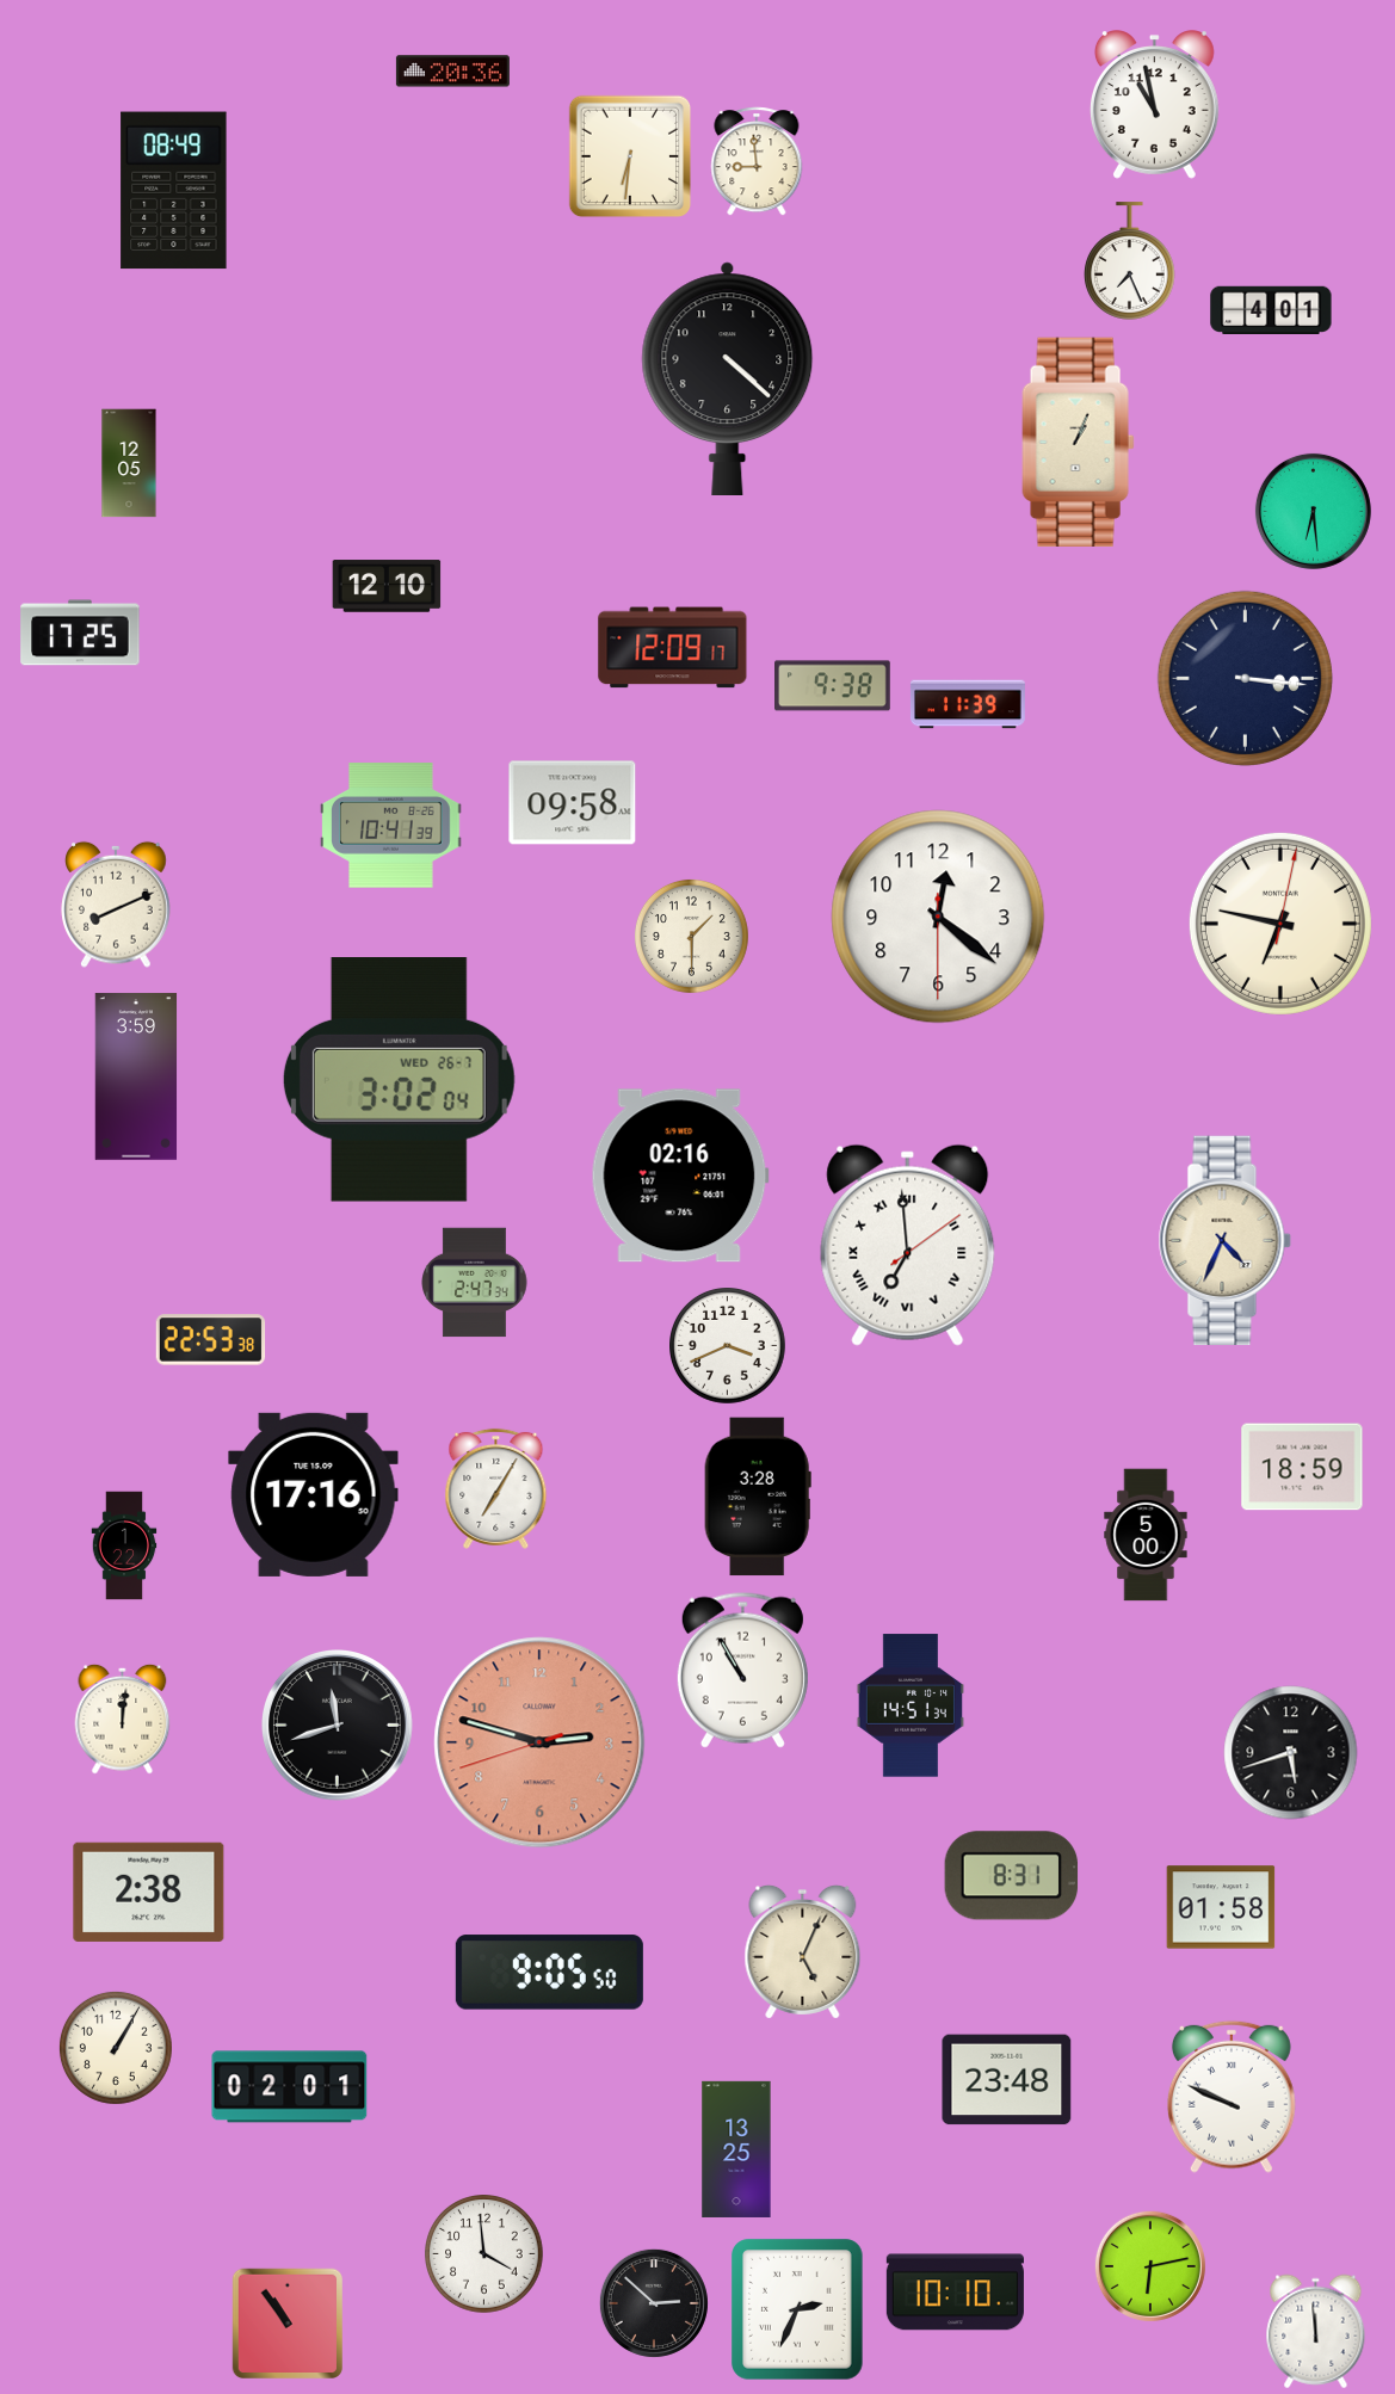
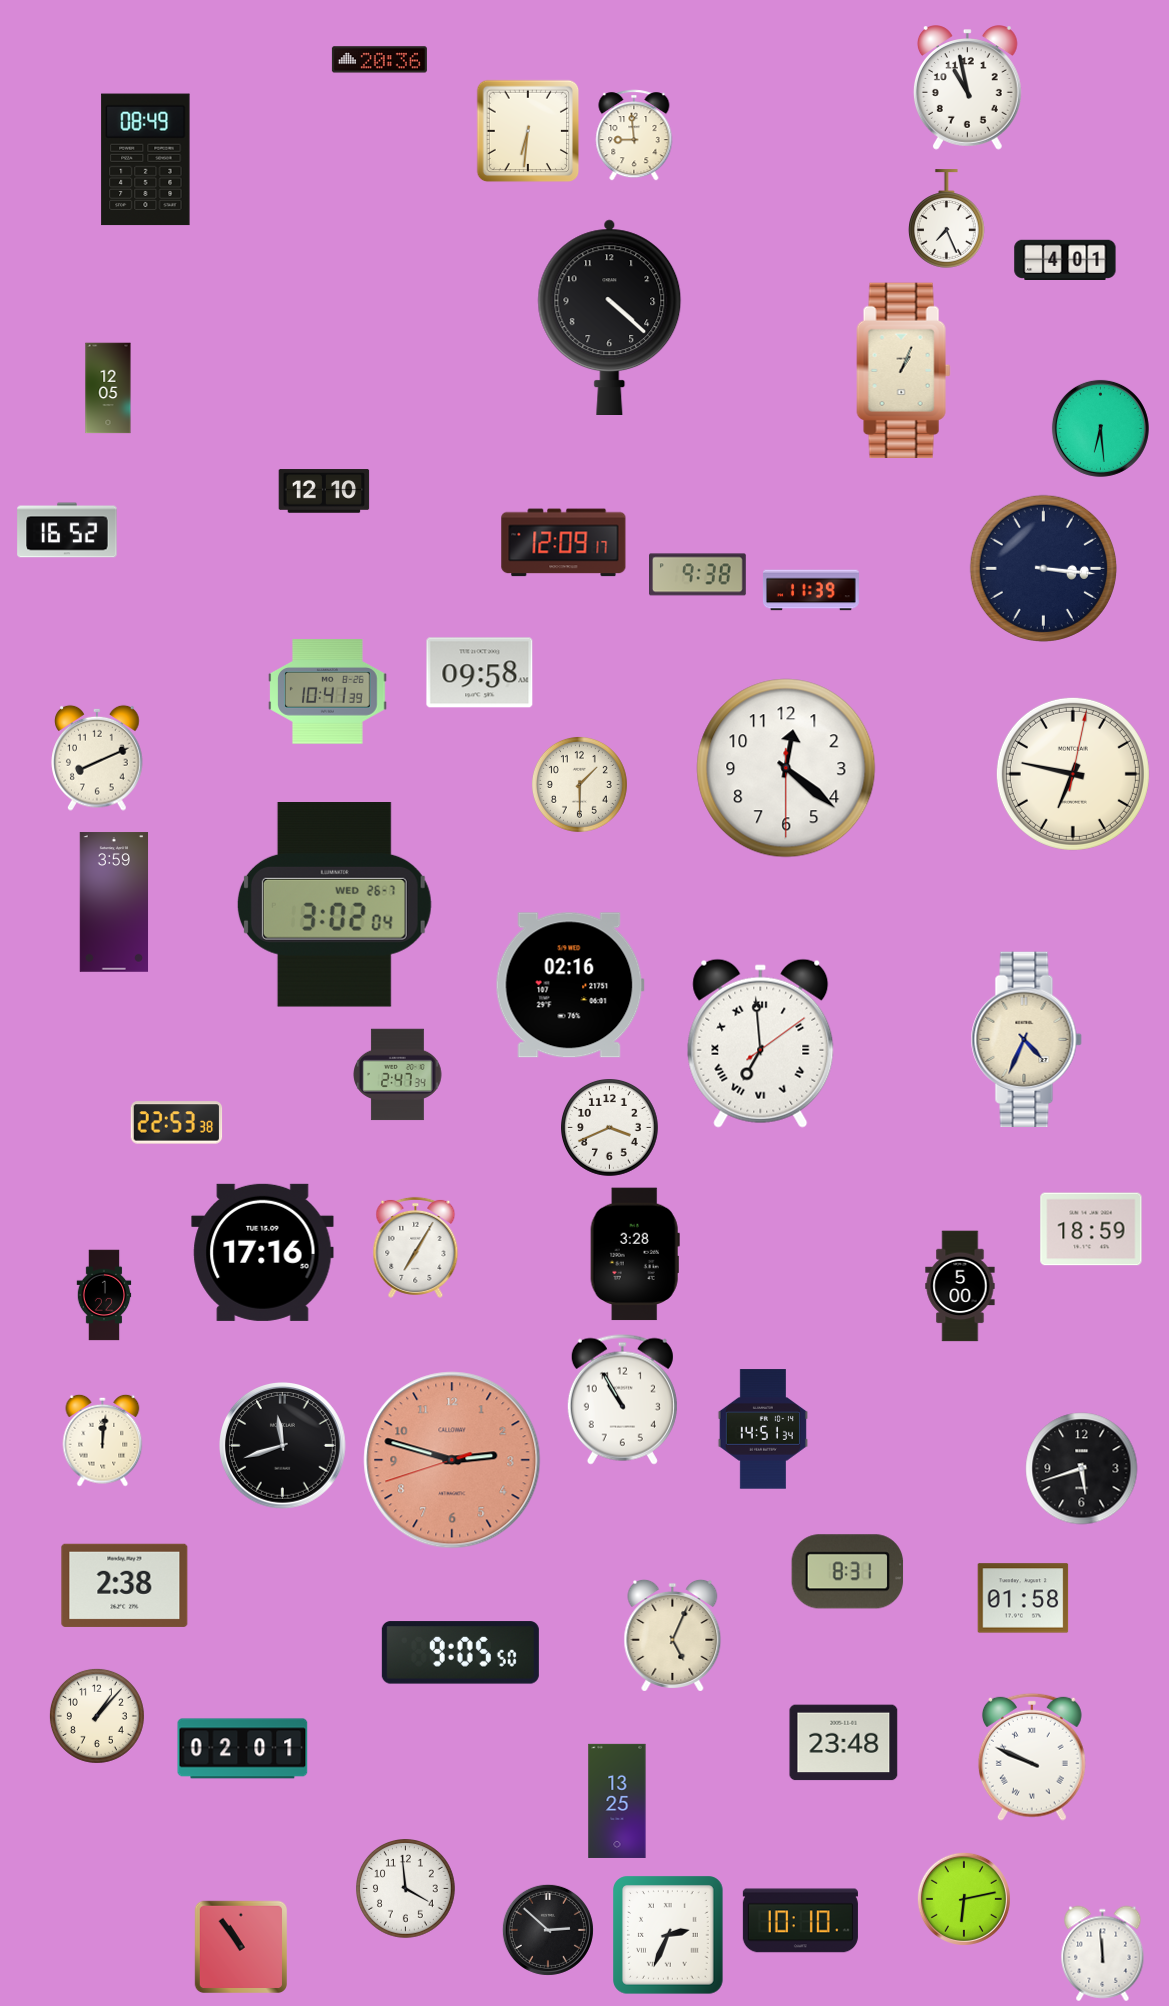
clock at (80, 633): 17:25 -> 16:52
clock at (116, 2048): 1:05 -> 1:07
